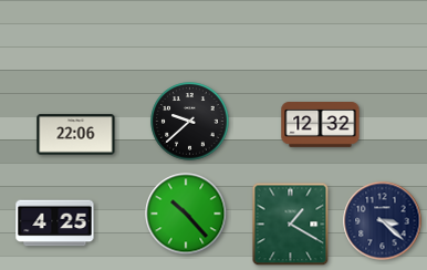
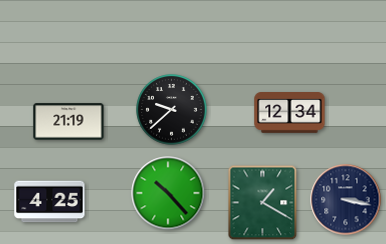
clock at (321, 125): 12:32 -> 12:34
clock at (76, 135): 22:06 -> 21:19
clock at (383, 221): 3:22 -> 3:17
